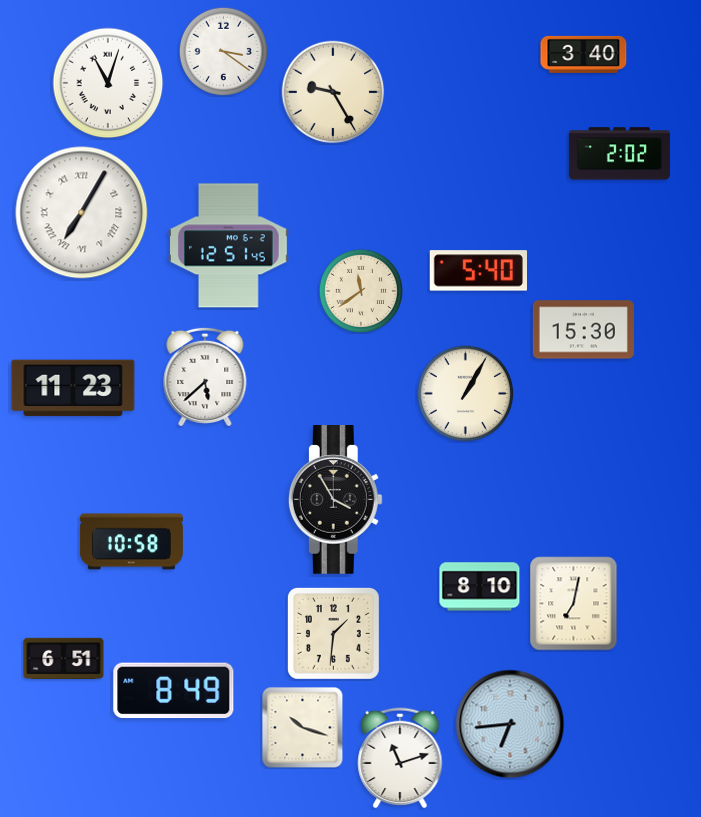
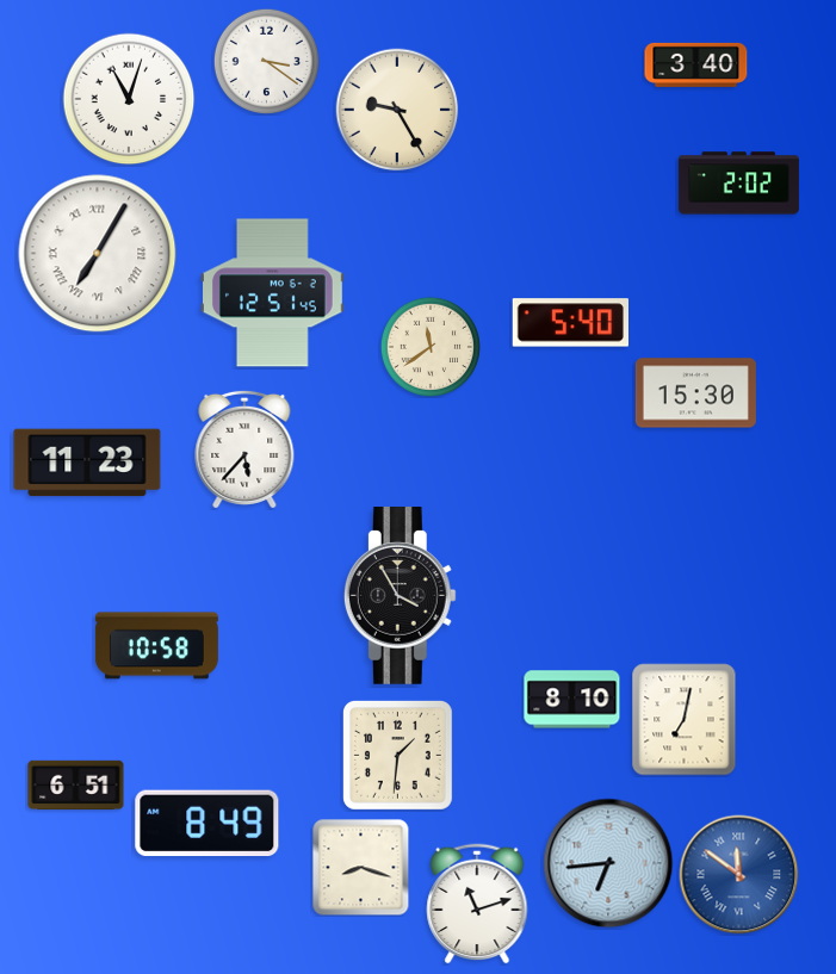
clock at (205, 377): 5:38 -> 5:37
clock at (465, 393): 1:05 -> none
clock at (303, 728): 10:18 -> 8:18
clock at (739, 875): none -> 11:51
